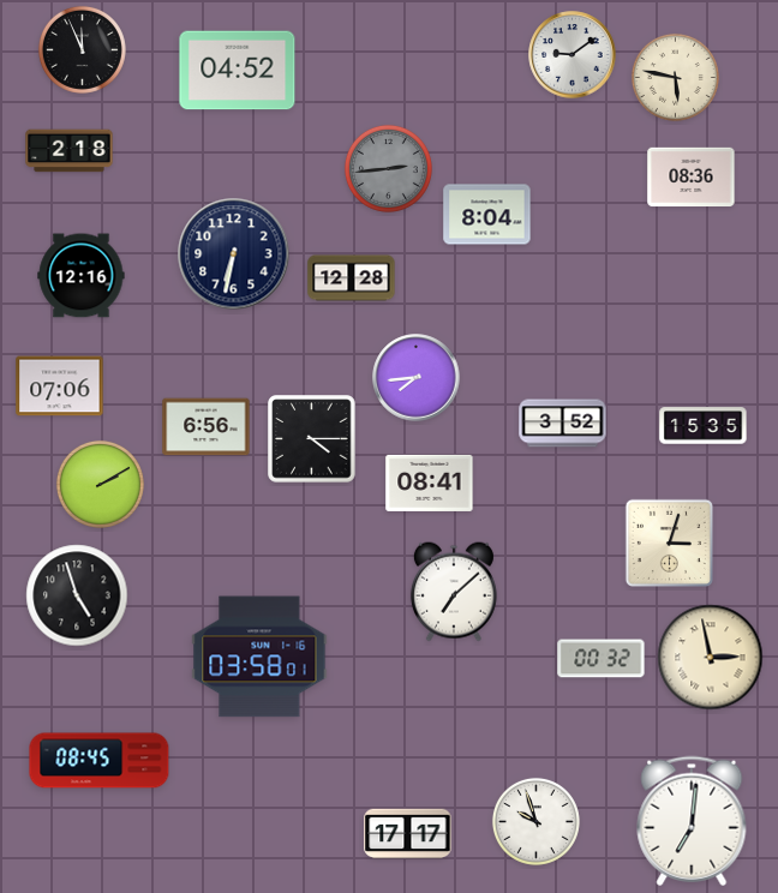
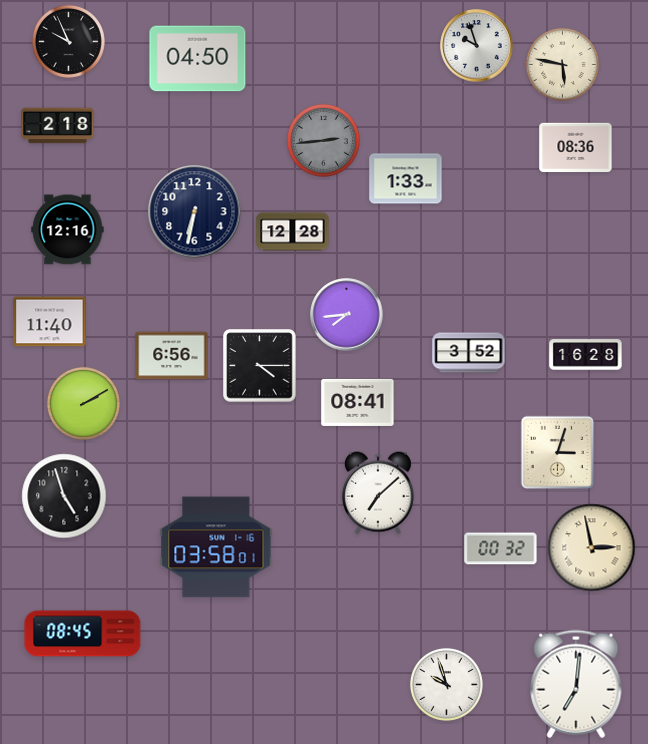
clock at (82, 49): 11:56 -> 9:56
clock at (573, 55): 9:09 -> 9:57
clock at (238, 71): 04:52 -> 04:50
clock at (487, 215): 8:04 -> 1:33
clock at (60, 386): 07:06 -> 11:40
clock at (704, 426): 15:35 -> 16:28
clock at (408, 834): 17:17 -> none
